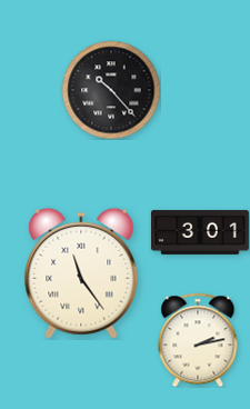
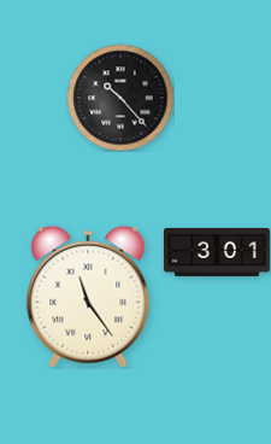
clock at (198, 340): 2:13 -> none
